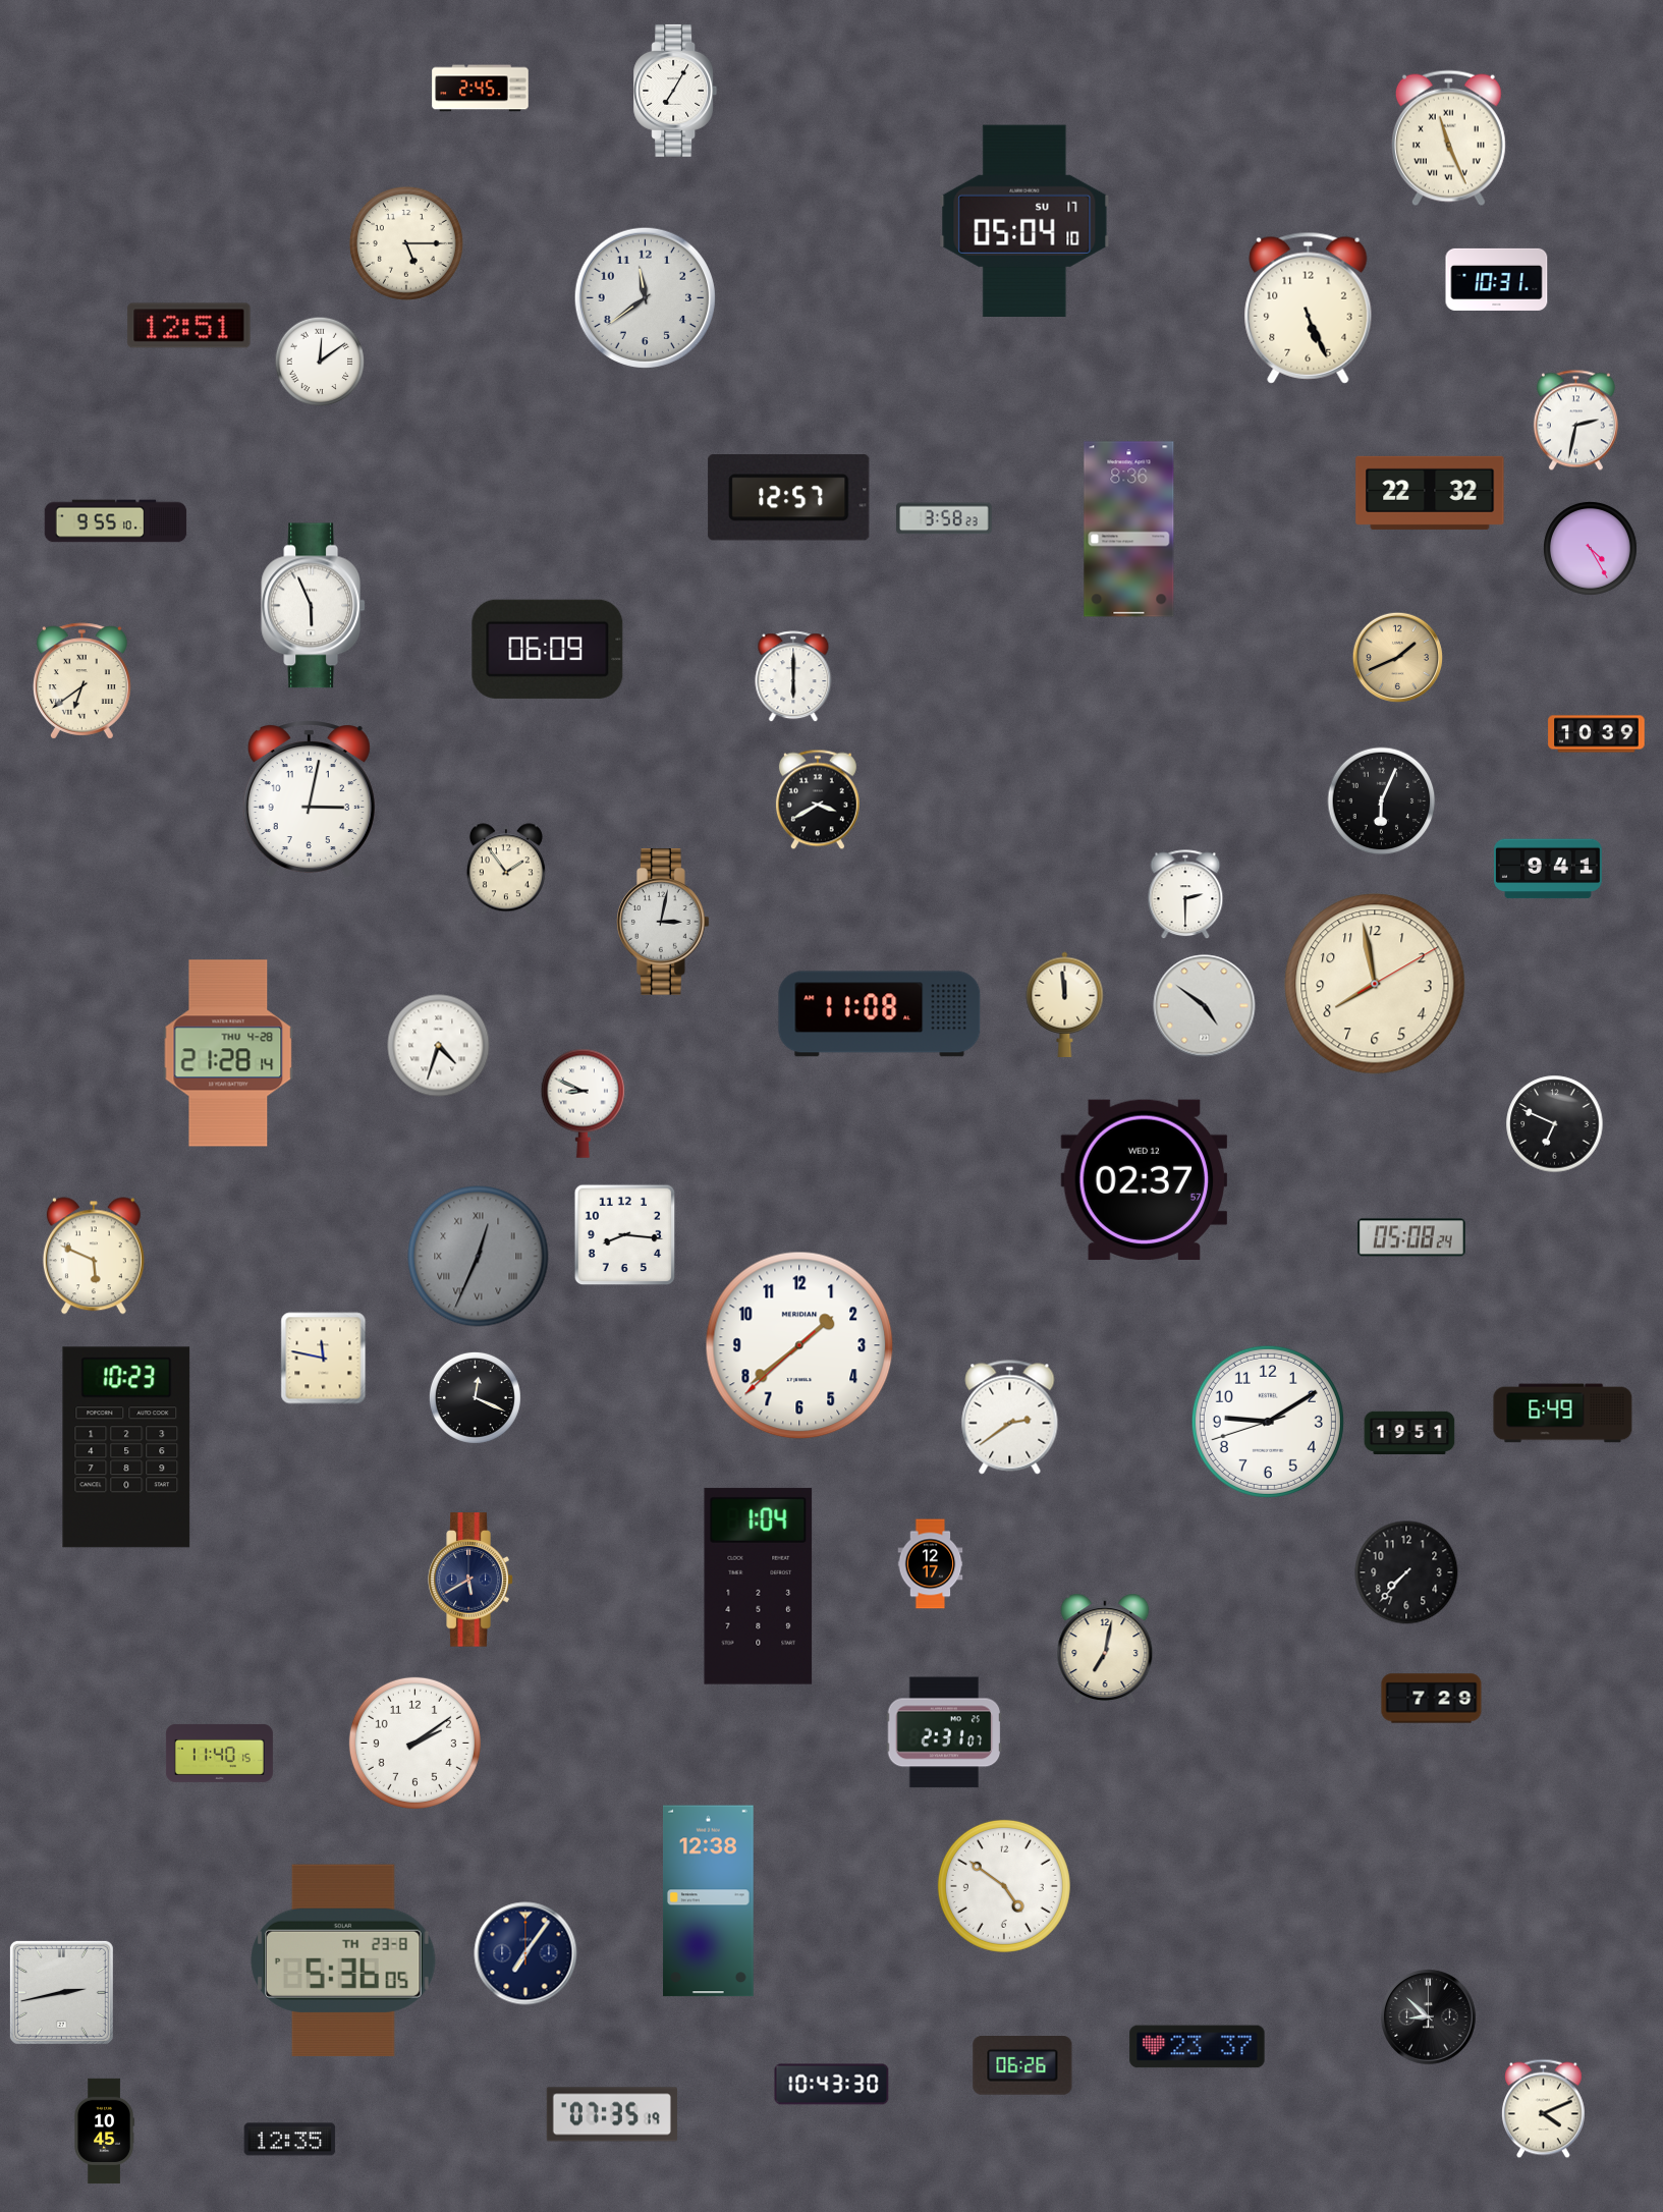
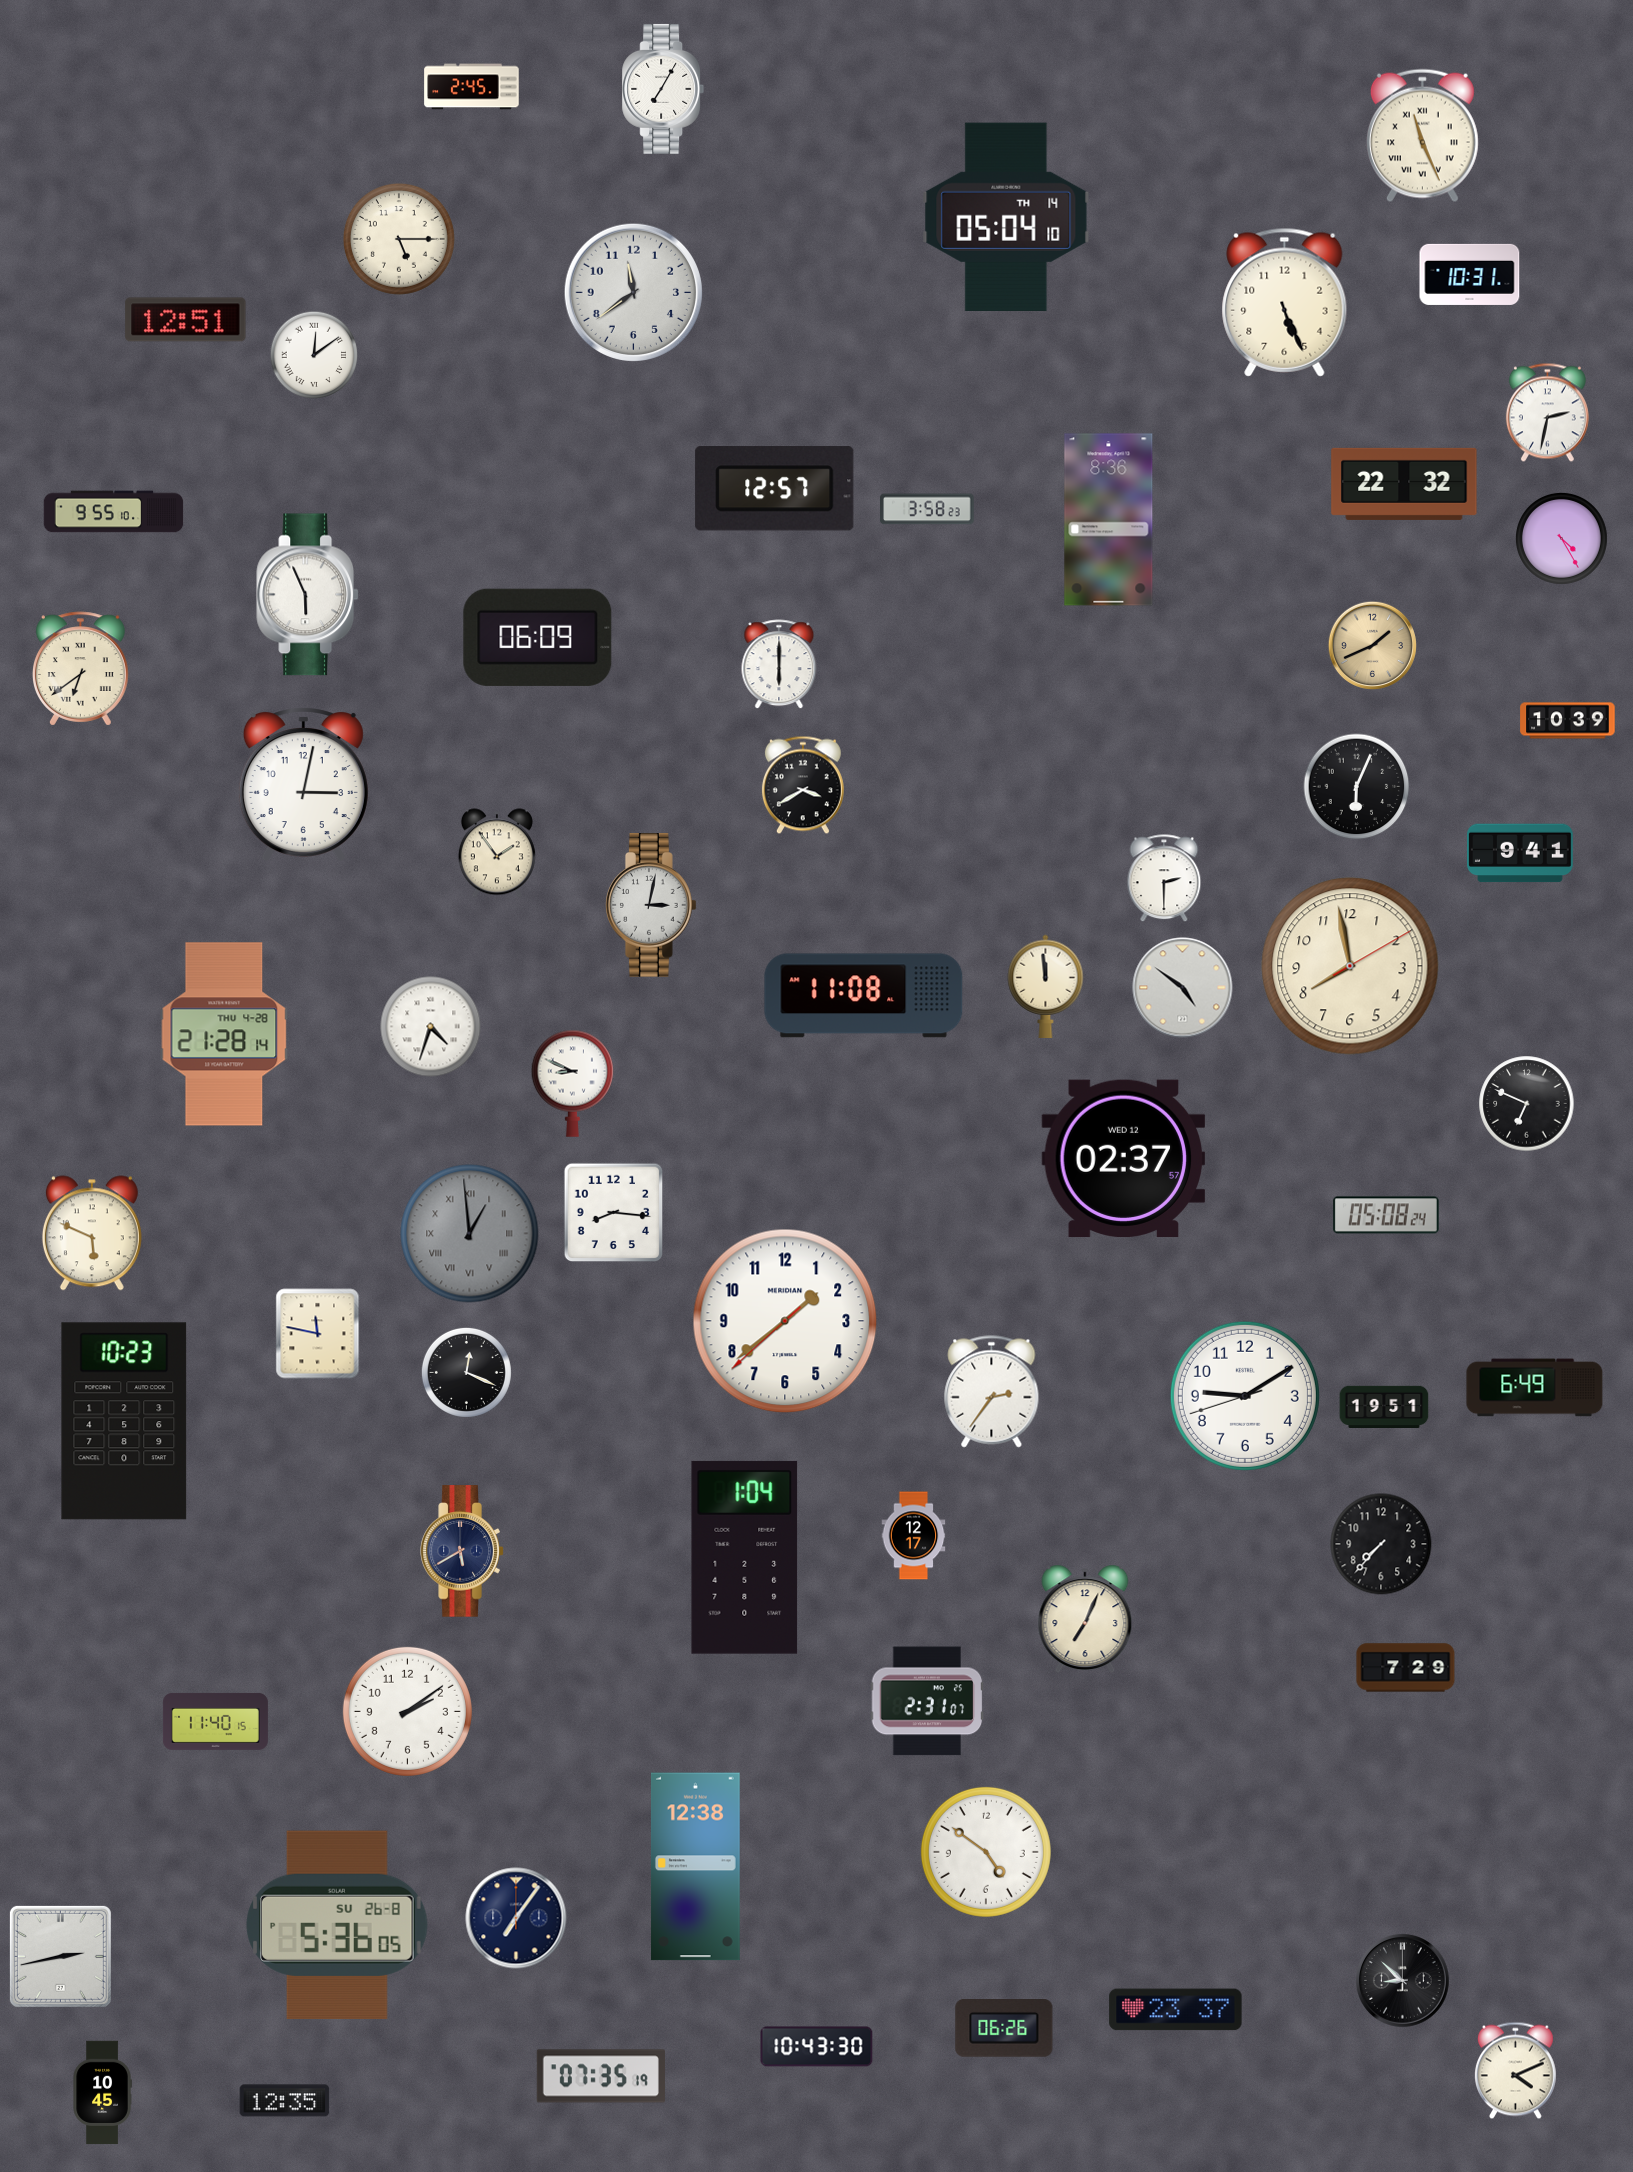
clock at (1024, 220) date: SU 17 -> TH 14
clock at (479, 1257): 12:34 -> 12:59
clock at (1010, 1418): 2:39 -> 2:36
clock at (1105, 1648): 7:02 -> 7:04
clock at (343, 1960) date: TH 23-8 -> SU 26-8
